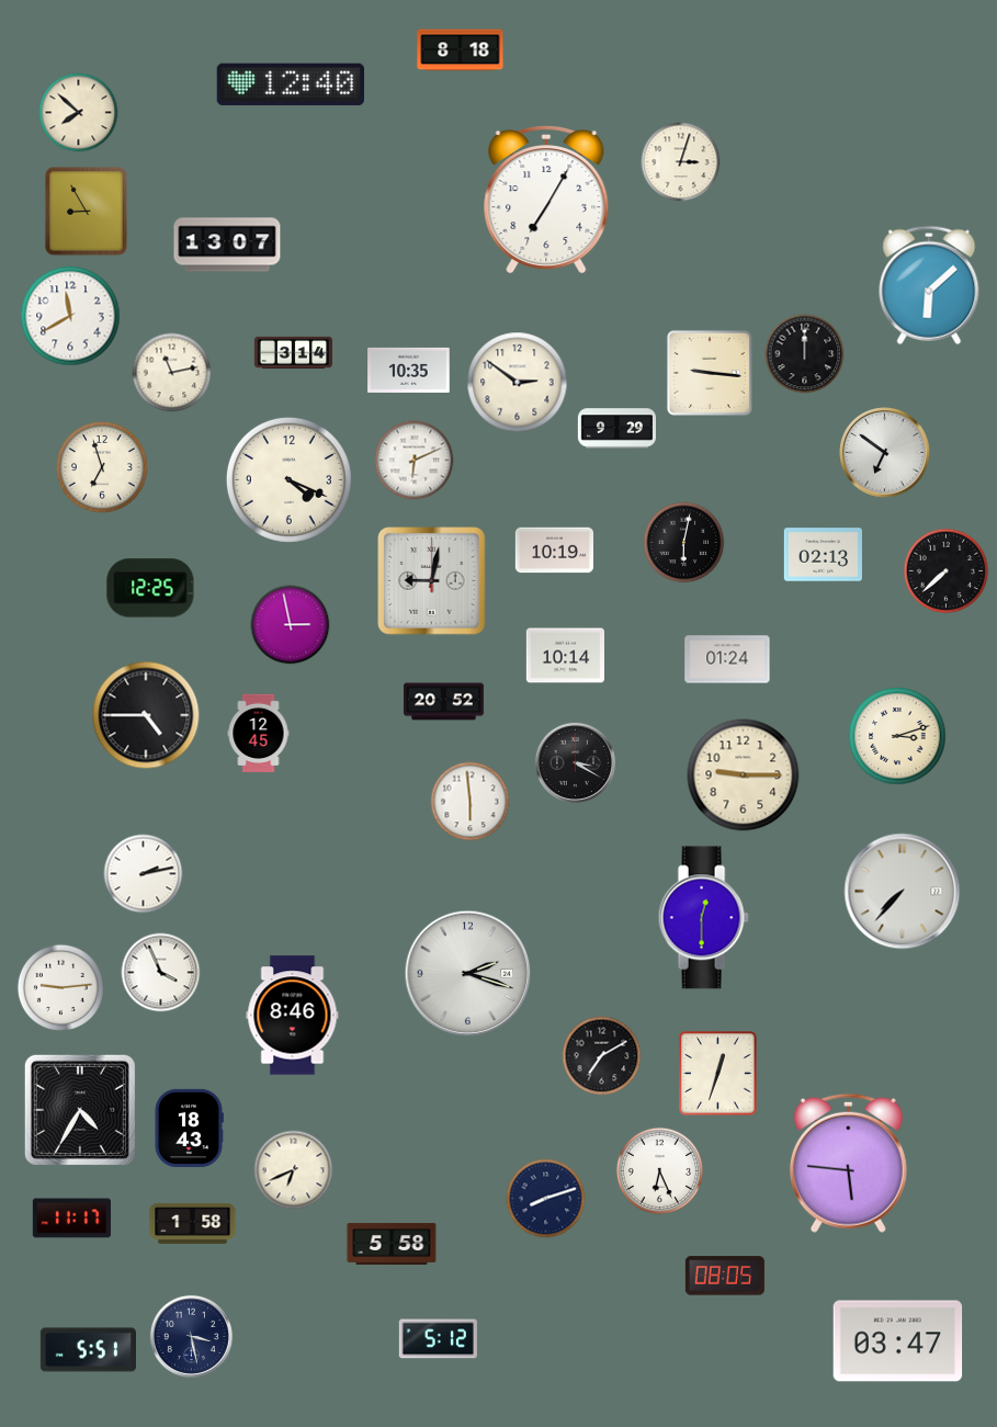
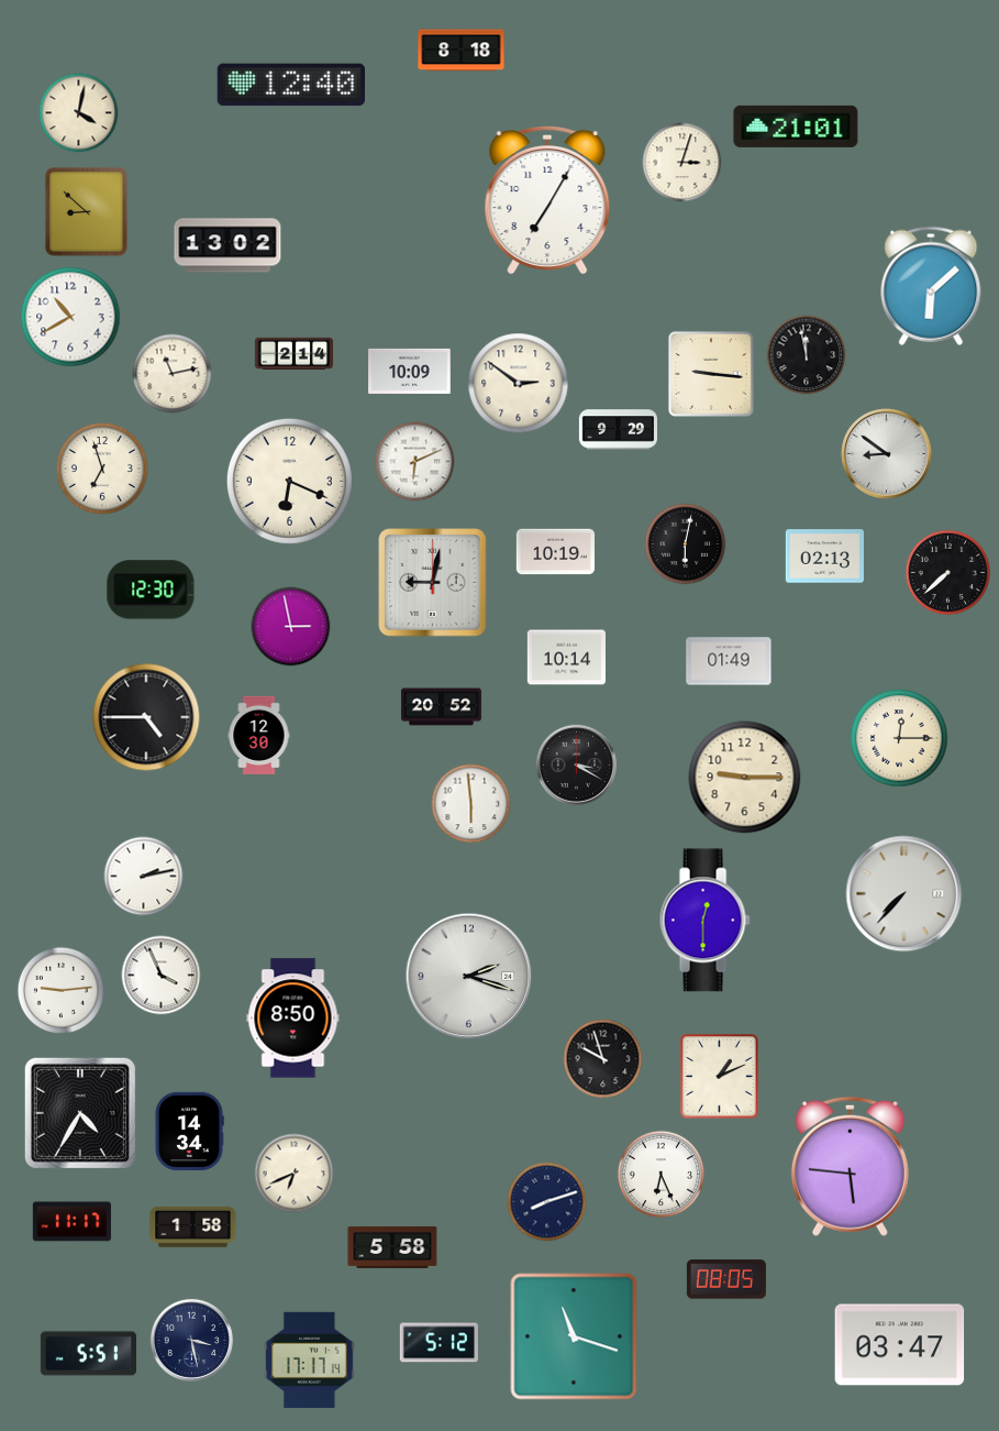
clock at (79, 113): 7:52 -> 4:02
clock at (796, 126): none -> 21:01
clock at (87, 212): 8:55 -> 8:52
clock at (227, 245): 13:07 -> 13:02
clock at (70, 316): 11:40 -> 10:40
clock at (293, 352): 3:14 -> 2:14
clock at (805, 354): 12:00 -> 11:58
clock at (409, 370): 10:35 -> 10:09
clock at (885, 453): 6:51 -> 8:51
clock at (288, 479): 4:19 -> 6:19
clock at (150, 588): 12:25 -> 12:30
clock at (727, 659): 01:24 -> 01:49
clock at (443, 702) position: (443, 702) -> (441, 707)
clock at (259, 733): 12:45 -> 12:30
clock at (897, 736): 3:12 -> 12:15
clock at (293, 1016): 8:46 -> 8:50
clock at (602, 1056): 7:10 -> 9:57
clock at (718, 1074): 12:33 -> 1:11
clock at (189, 1128): 18:43 -> 14:34
clock at (574, 1336): none -> 11:18
clock at (309, 1360): none -> 17:17
